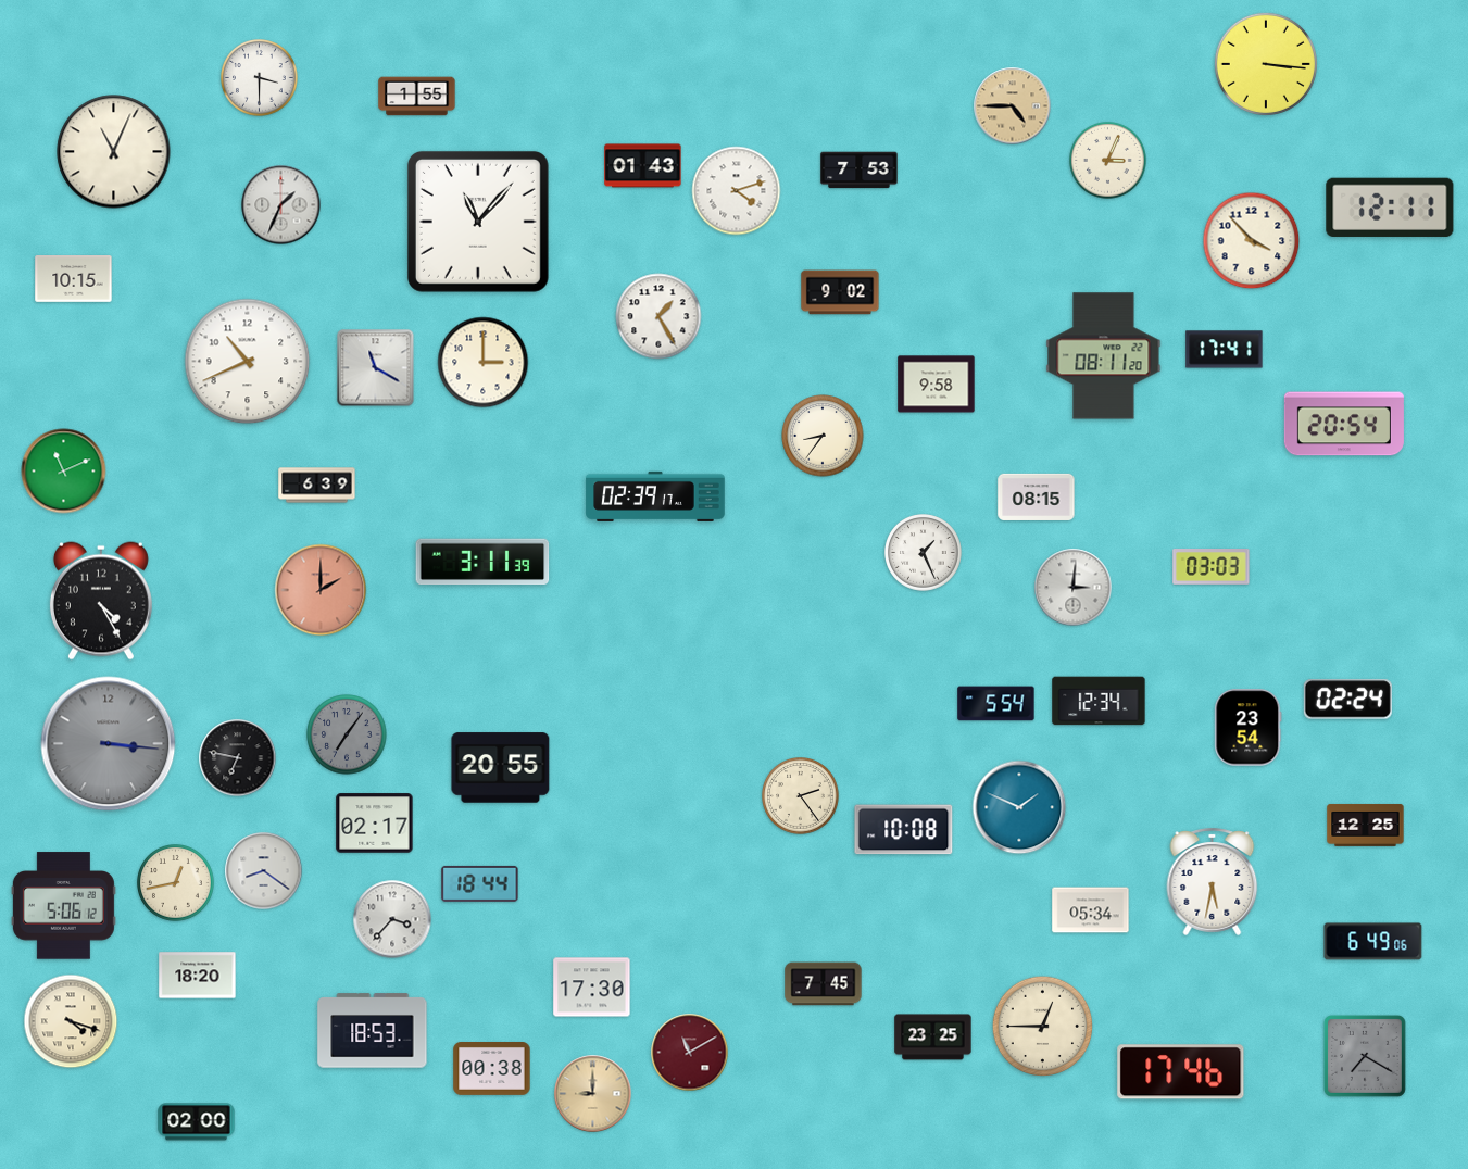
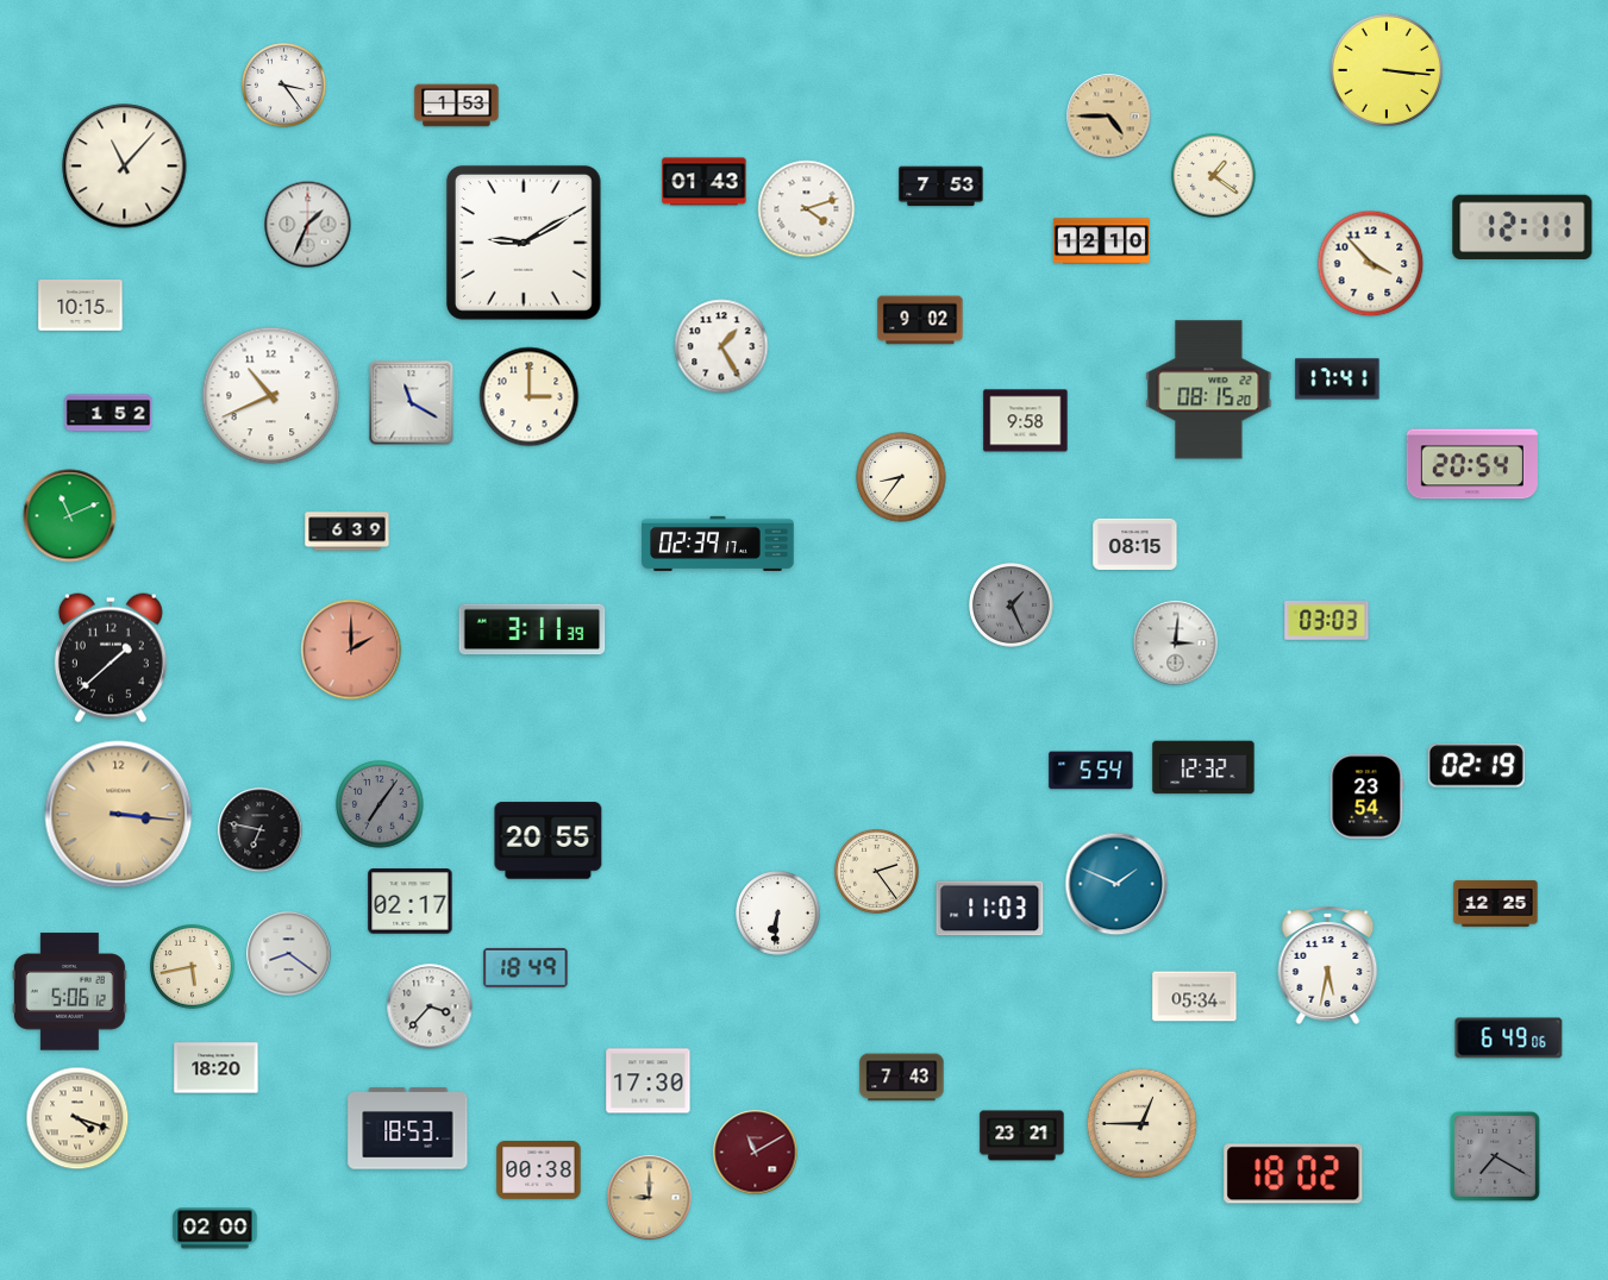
clock at (260, 78): 3:30 -> 3:24
clock at (417, 97): 1:55 -> 1:53
clock at (114, 152): 11:04 -> 11:07
clock at (1108, 161): 3:04 -> 1:21
clock at (1101, 241): none -> 12:10
clock at (478, 222): 11:07 -> 9:10
clock at (1225, 350) position: (1225, 350) -> (1338, 379)
clock at (1104, 356): 08:11 -> 08:15
clock at (108, 413): none -> 1:52
clock at (924, 553) dial: white -> grey
clock at (482, 562) position: (482, 562) -> (532, 629)
clock at (321, 590) position: (321, 590) -> (351, 650)
clock at (101, 601): 4:25 -> 1:38
clock at (1347, 700): 02:24 -> 02:19
clock at (1099, 701): 12:34 -> 12:32
clock at (109, 744) dial: grey -> champagne
clock at (904, 830): 10:08 -> 11:03
clock at (778, 914): none -> 6:31
clock at (176, 883): 12:43 -> 5:43
clock at (480, 883): 18:44 -> 18:49
clock at (1373, 942) position: (1373, 942) -> (1509, 1039)
clock at (824, 984): 7:45 -> 7:43
clock at (933, 1038): 23:25 -> 23:21
clock at (1181, 1072): 17:46 -> 18:02
